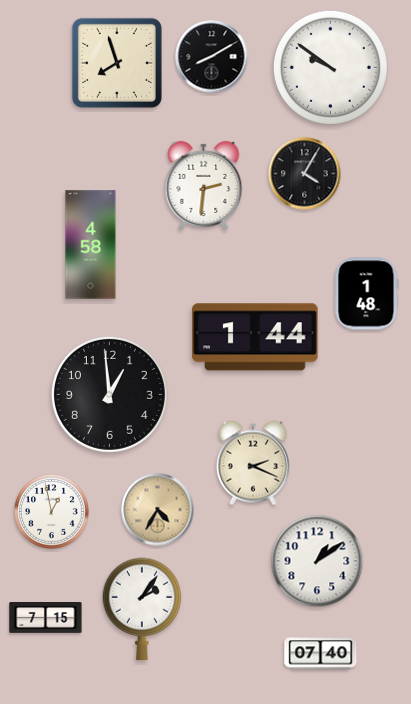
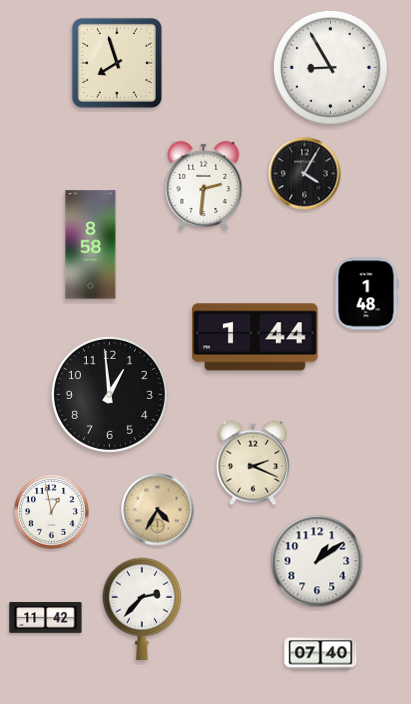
clock at (212, 57): 8:10 -> none
clock at (330, 67): 9:51 -> 8:55
clock at (91, 245): 4:58 -> 8:58
clock at (142, 609): 2:06 -> 2:37
clock at (46, 618): 7:15 -> 11:42
